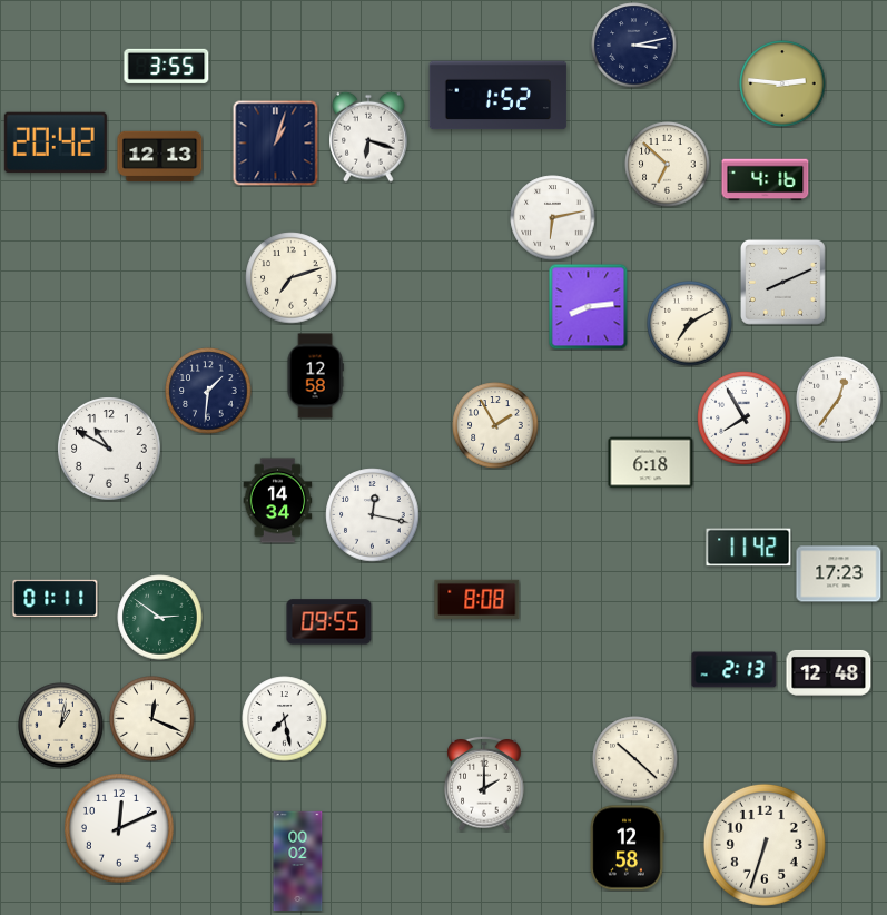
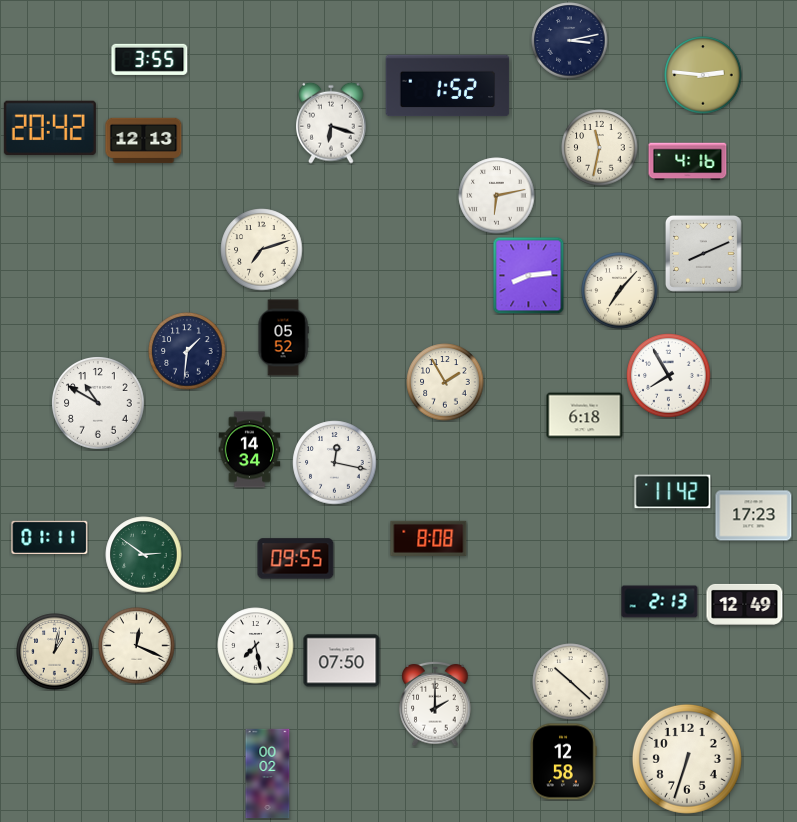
clock at (276, 144): 1:03 -> none
clock at (668, 165): 6:52 -> 11:32
clock at (690, 324): 7:10 -> 7:07
clock at (315, 376): 12:58 -> 05:52
clock at (839, 400): 12:36 -> none
clock at (829, 672): 12:48 -> 12:49
clock at (342, 661): none -> 07:50
clock at (120, 829): 12:11 -> none
